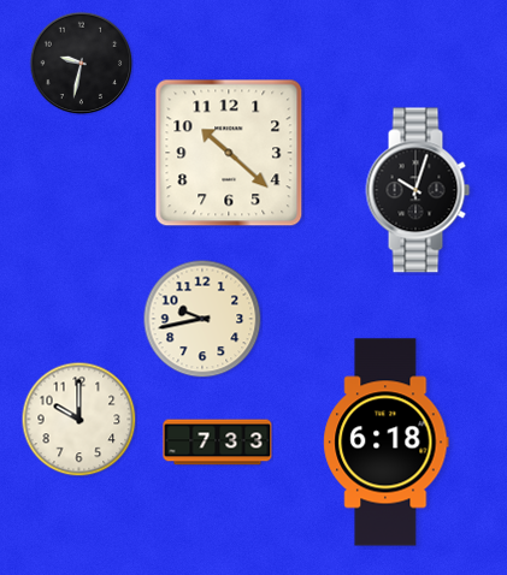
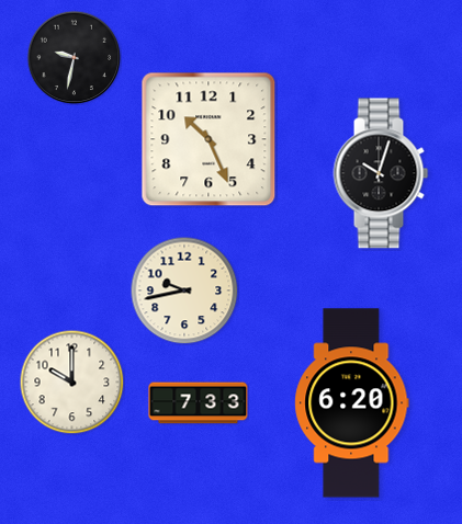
clock at (229, 153): 10:22 -> 10:26
clock at (387, 443): 6:18 -> 6:20
